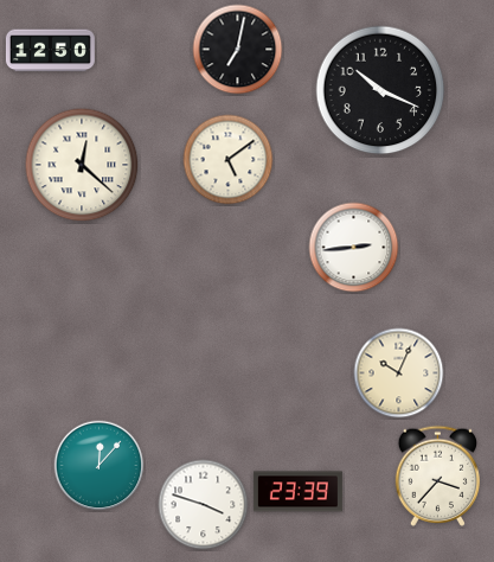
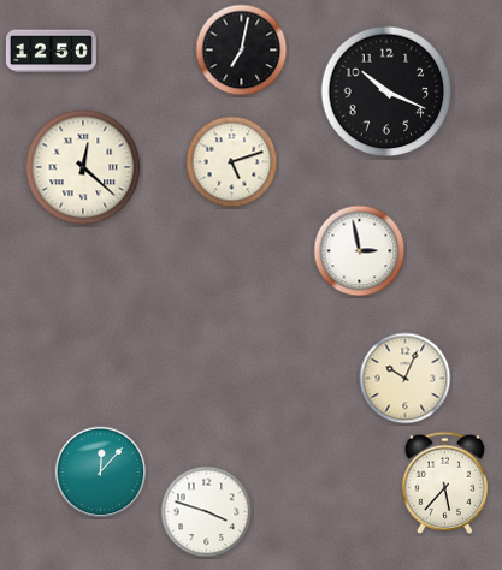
clock at (229, 160): 5:09 -> 5:12
clock at (354, 248): 2:44 -> 2:58
clock at (438, 475): 3:37 -> 5:37
clock at (297, 492): 23:39 -> none
